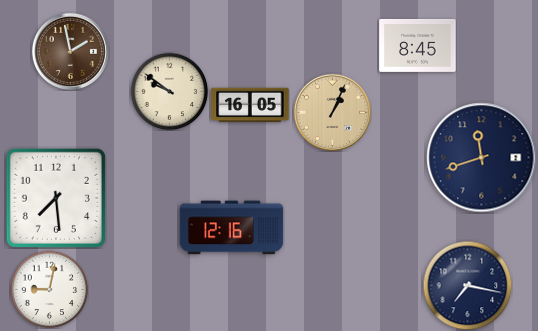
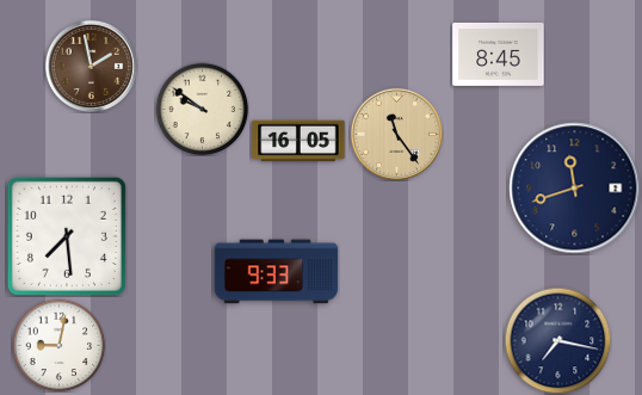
clock at (70, 51) position: (70, 51) -> (91, 66)
clock at (250, 105) position: (250, 105) -> (298, 141)
clock at (332, 112): 1:04 -> 11:24
clock at (232, 228): 12:16 -> 9:33
